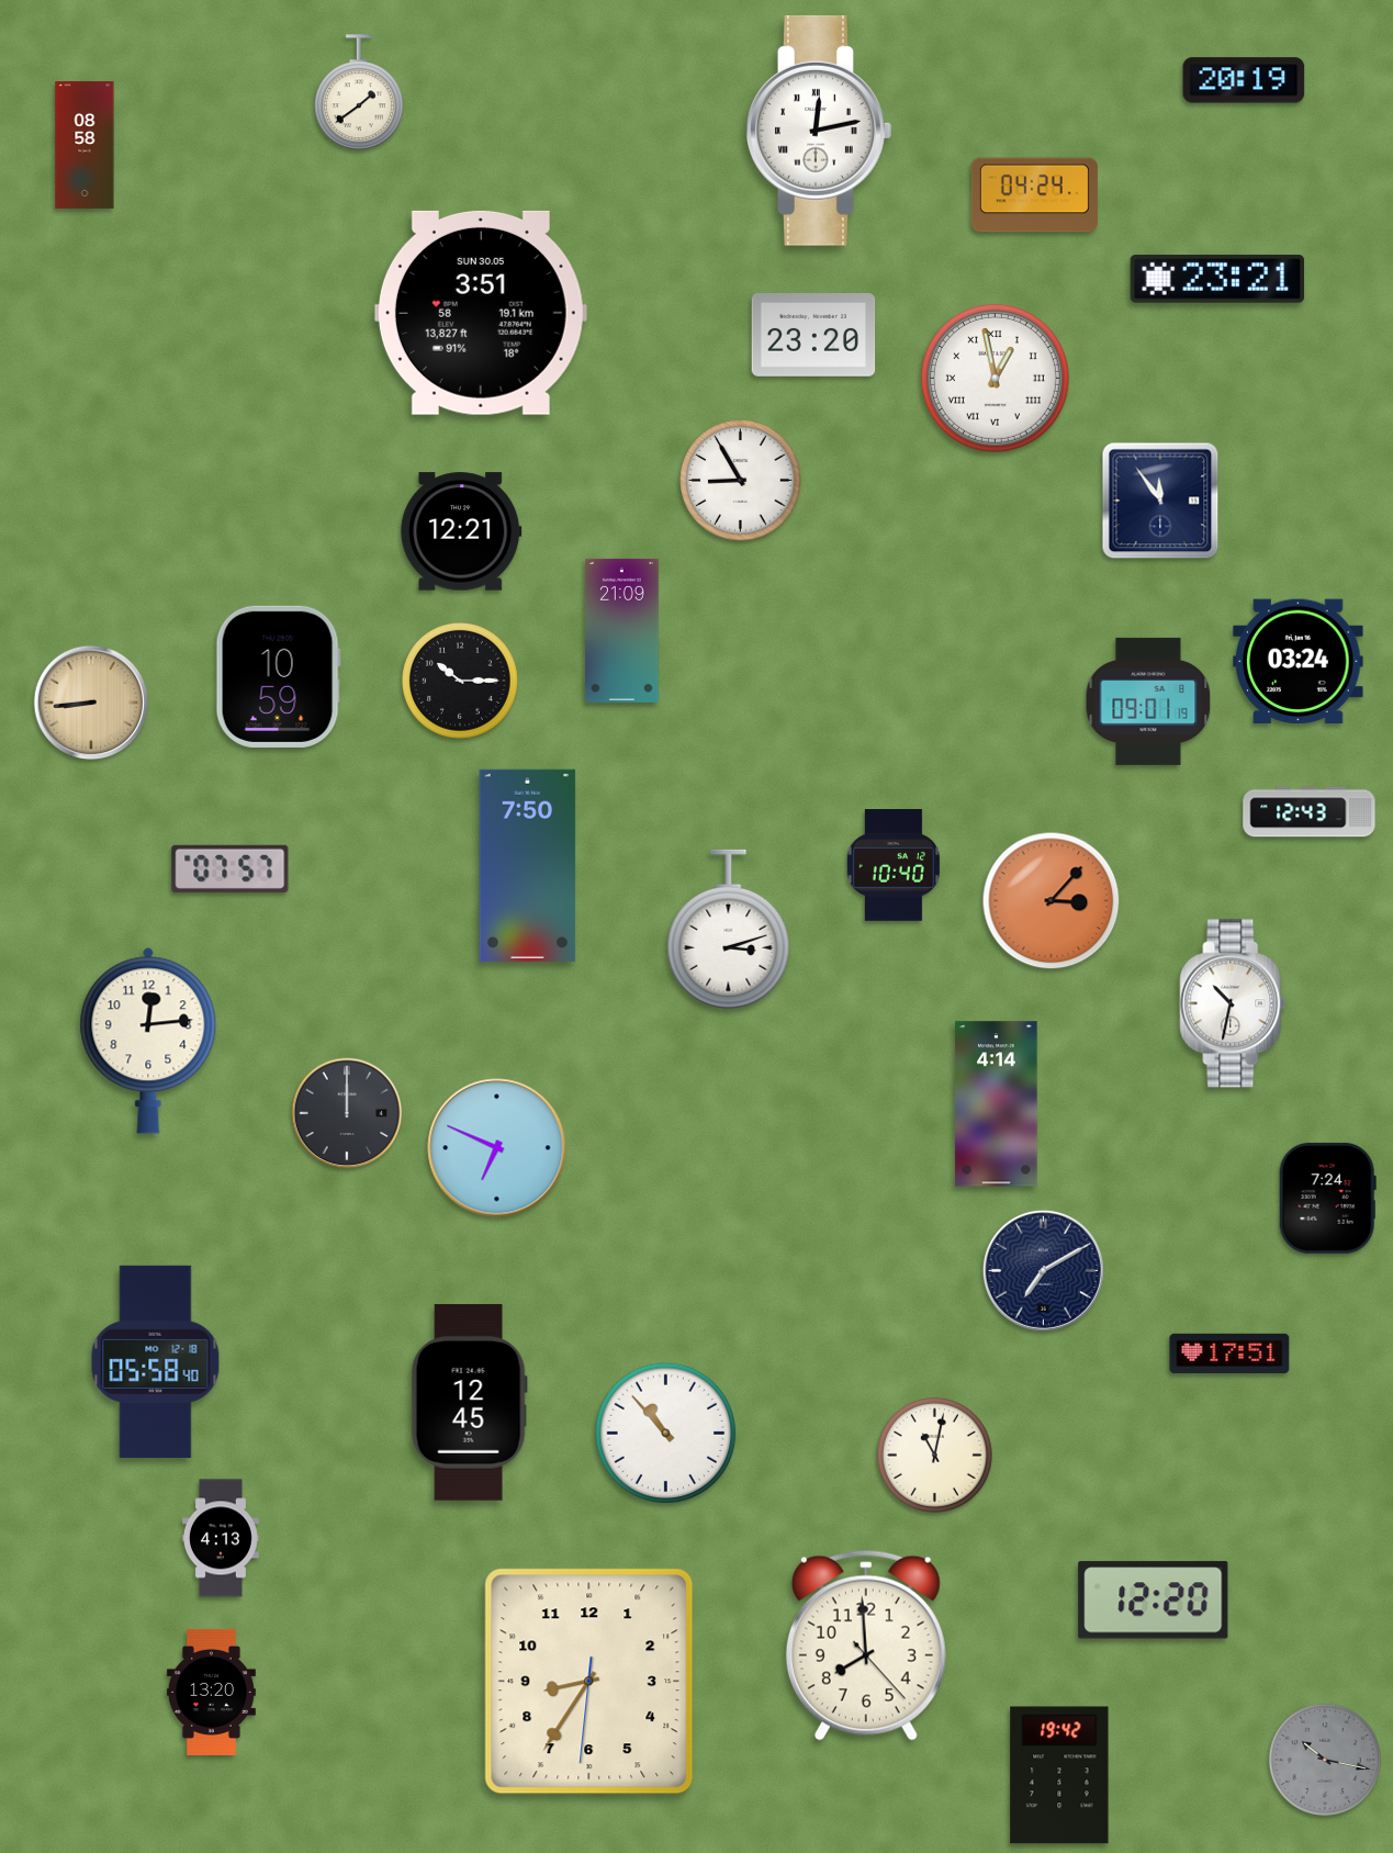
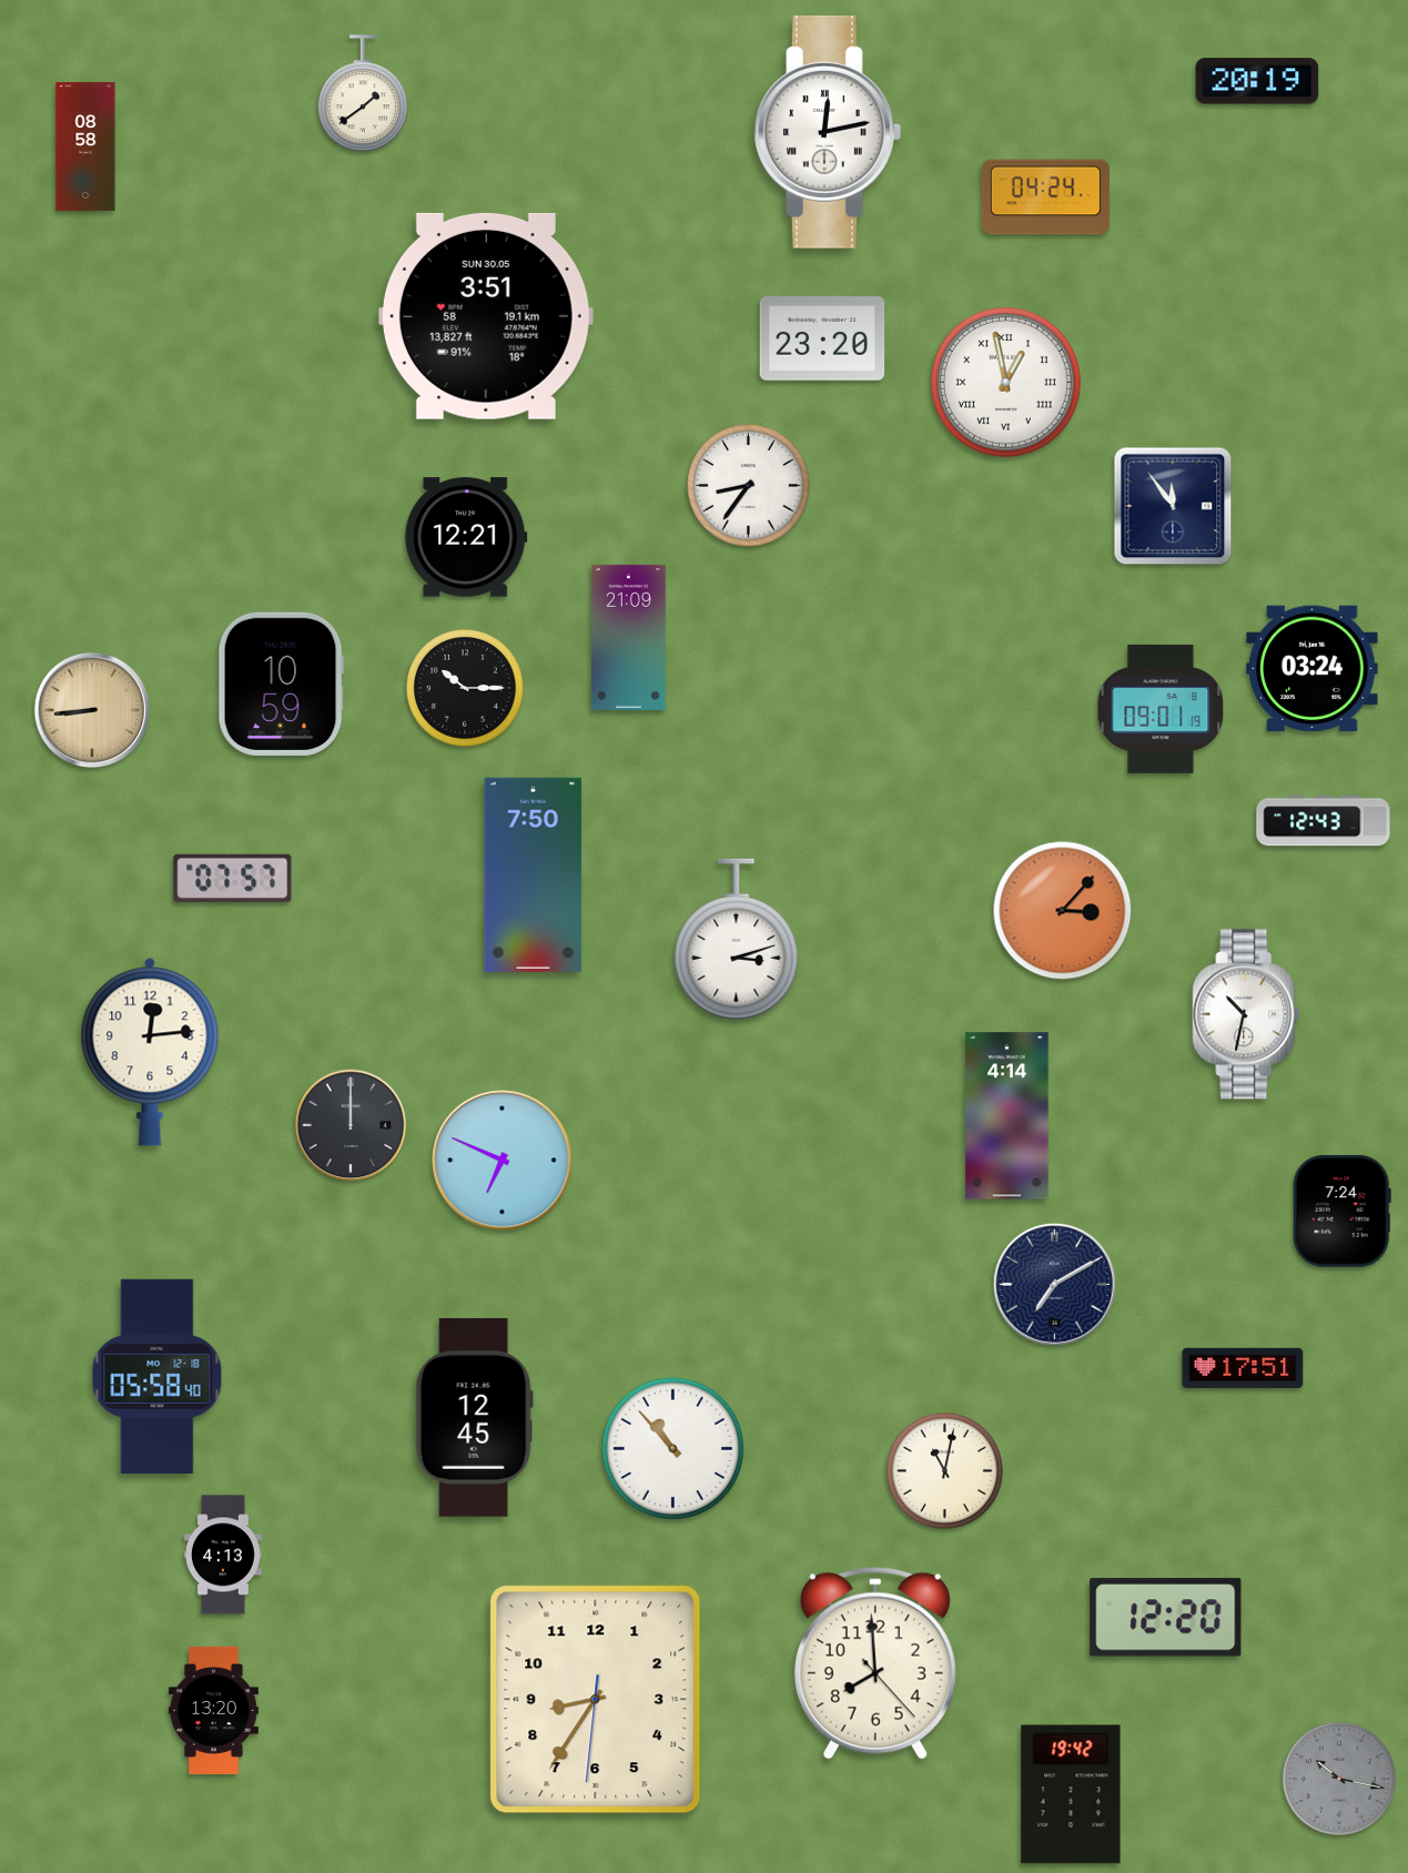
clock at (1216, 280): 23:21 -> none
clock at (741, 481): 8:55 -> 8:36
clock at (894, 866): 10:40 -> none
